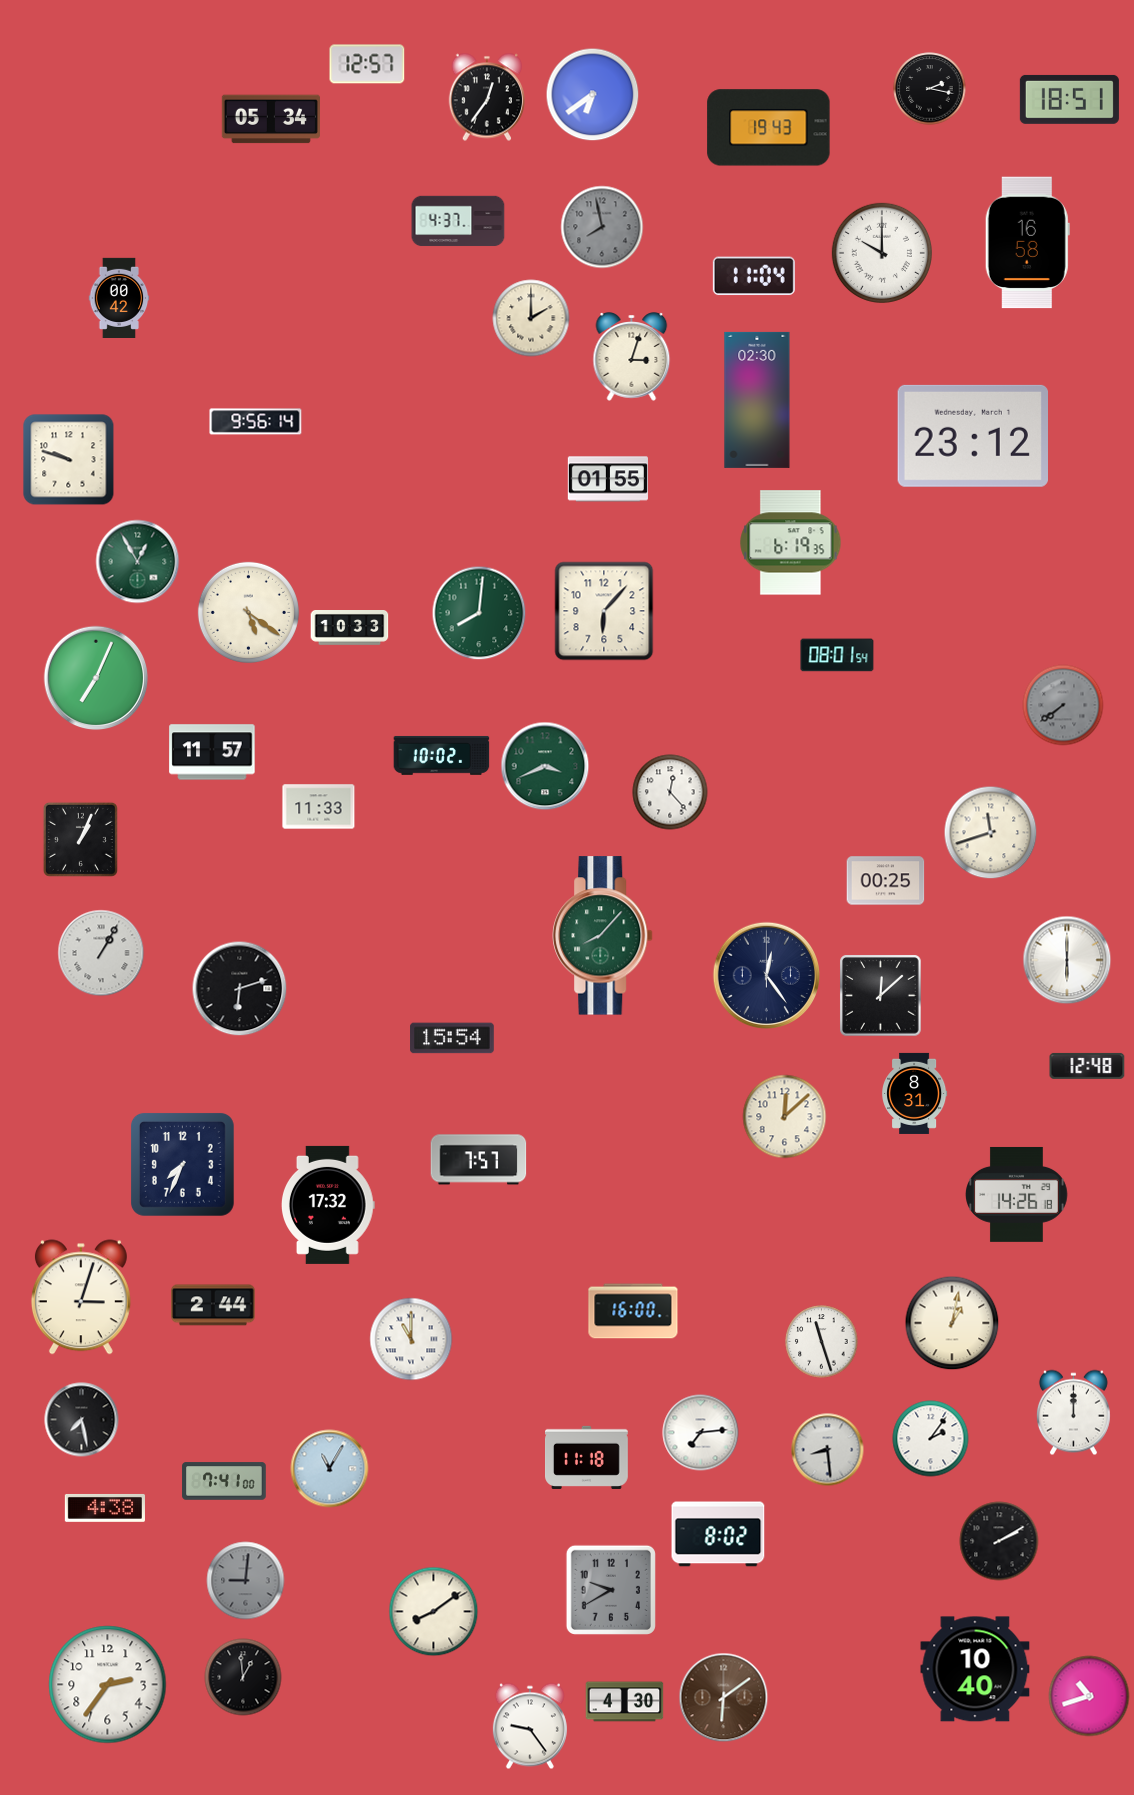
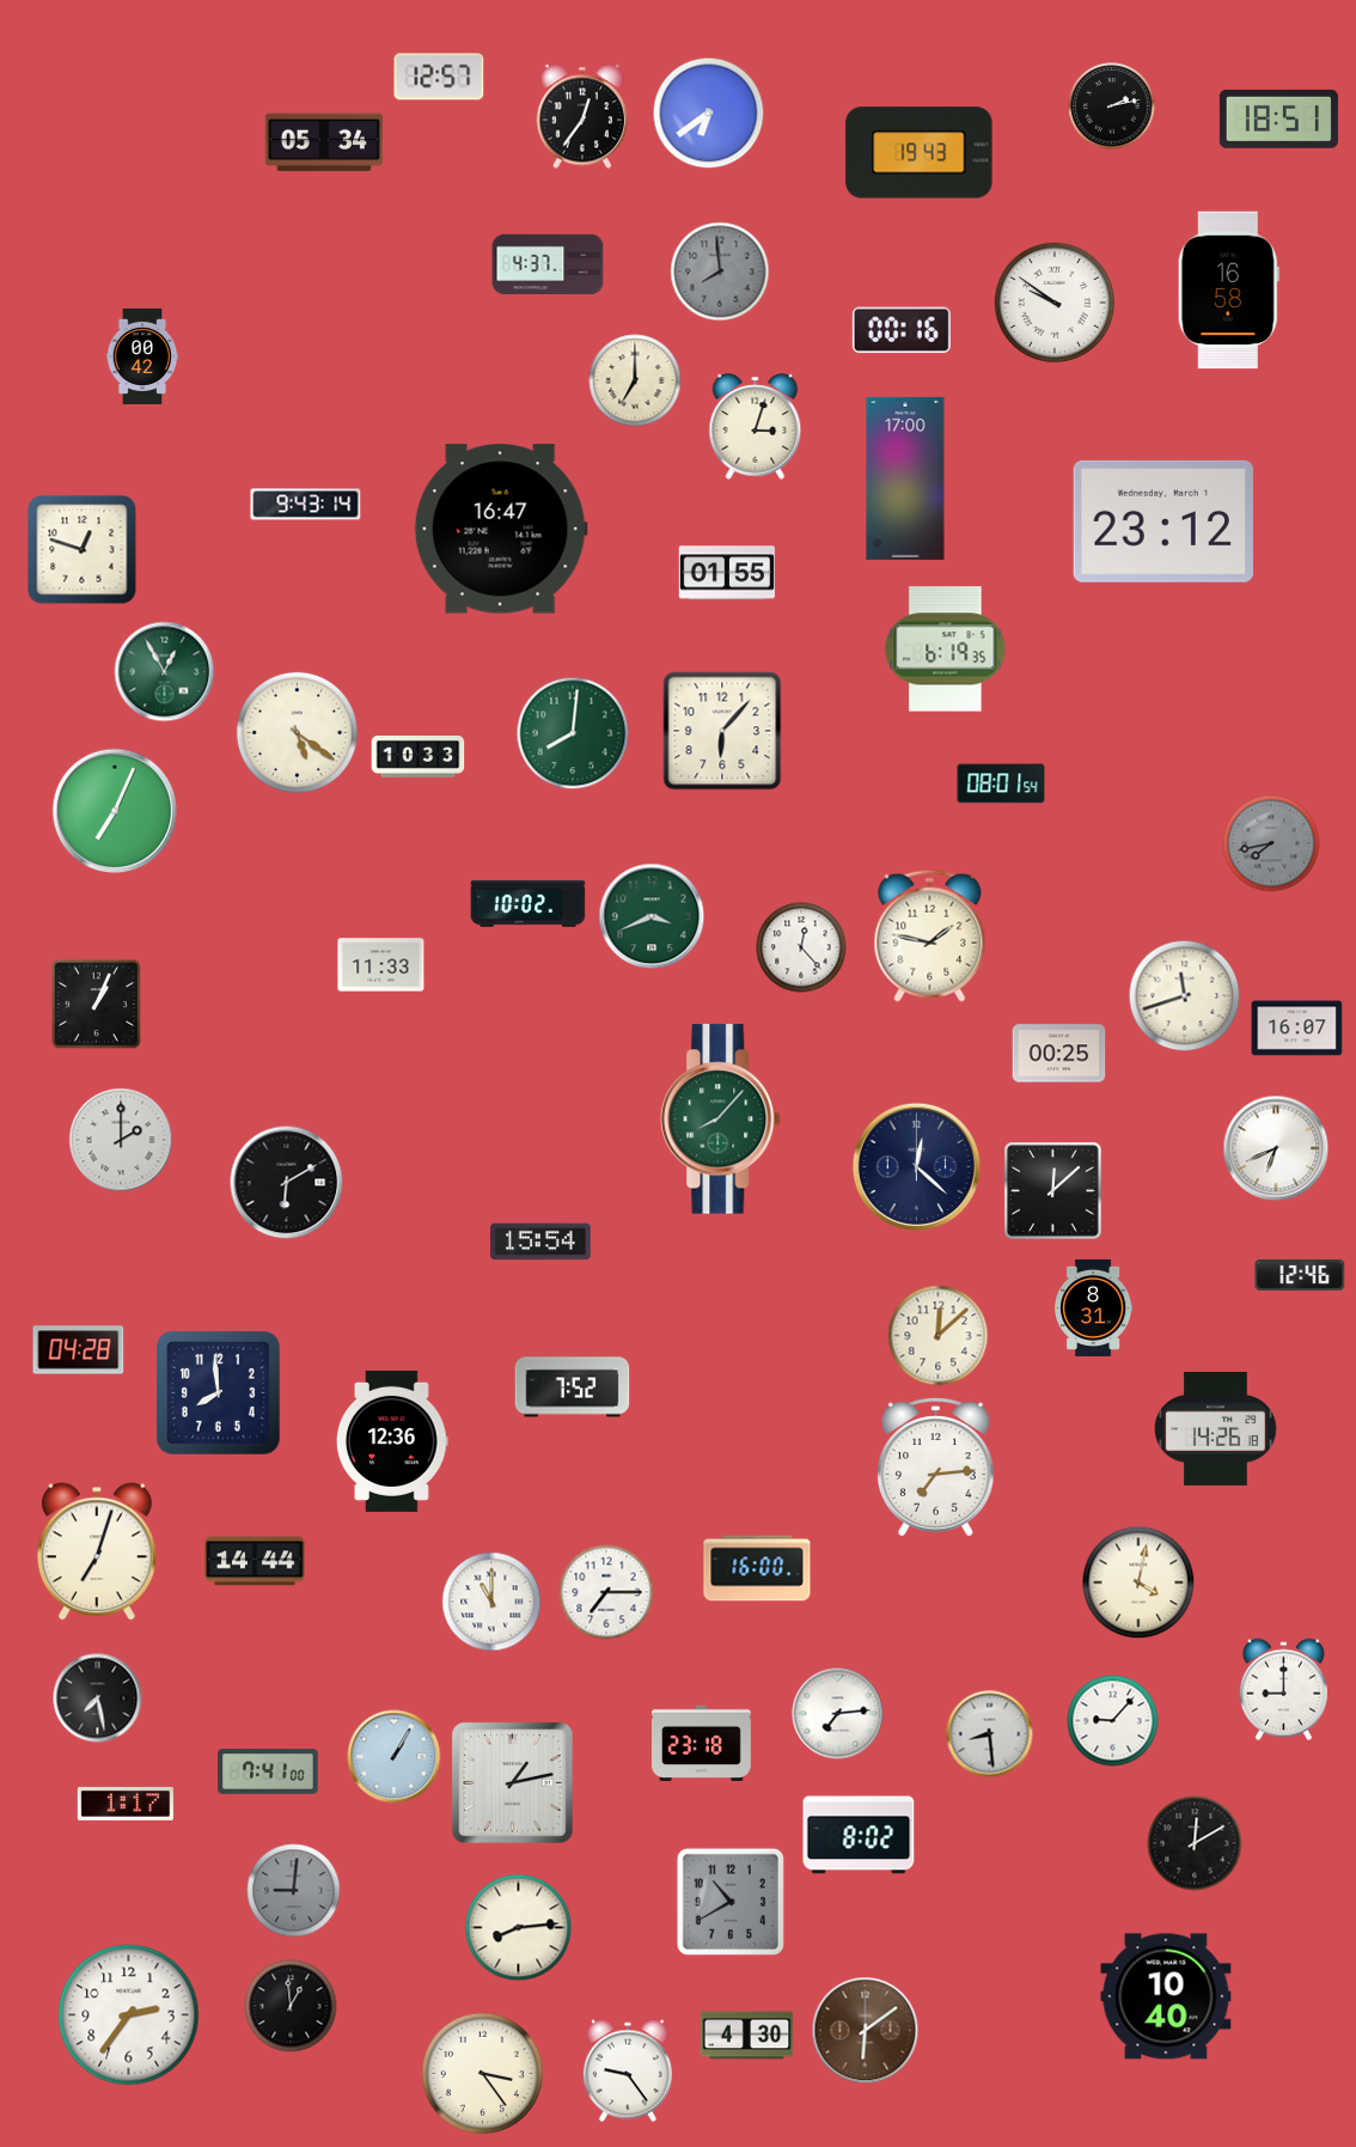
clock at (930, 89): 2:17 -> 2:13
clock at (602, 227): 7:58 -> 7:59
clock at (882, 253): 10:00 -> 9:51
clock at (754, 276): 11:04 -> 00:16
clock at (531, 318): 2:00 -> 7:00
clock at (757, 400): 02:30 -> 17:00
clock at (256, 422): 9:56 -> 9:43
clock at (501, 529): none -> 16:47
clock at (69, 460): 9:48 -> 12:48
clock at (350, 628) position: (350, 628) -> (419, 757)
clock at (1063, 705): 7:39 -> 7:43
clock at (212, 752): 11:57 -> none
clock at (930, 935): none -> 1:47
clock at (1297, 1029): none -> 16:07
clock at (101, 953): 1:05 -> 2:00
clock at (1067, 960): 6:00 -> 6:41
clock at (766, 975): 12:24 -> 12:22
clock at (240, 989): 6:12 -> 6:10
clock at (1087, 1066): 12:48 -> 12:46
clock at (79, 1350): none -> 04:28
clock at (479, 1160): 7:57 -> 7:52
clock at (182, 1164): 7:34 -> 7:59
clock at (328, 1205): 17:32 -> 12:36
clock at (935, 1468): none -> 7:14
clock at (81, 1297): 3:03 -> 7:03
clock at (213, 1305): 2:44 -> 14:44
clock at (952, 1323): 1:02 -> 4:02
clock at (606, 1592): none -> 7:15
clock at (822, 1342): 11:27 -> none
clock at (1073, 1413): 12:00 -> 9:00
clock at (931, 1439): 2:06 -> 9:07
clock at (587, 1457): 11:18 -> 23:18
clock at (330, 1469): 11:05 -> 1:05
clock at (513, 1783): none -> 1:13
clock at (105, 1508): 4:38 -> 1:17
clock at (999, 1541): 2:10 -> 12:10
clock at (611, 1590): 9:40 -> 10:40
clock at (434, 1612): 8:09 -> 8:14
clock at (1089, 1696): 10:42 -> none
clock at (530, 1726) position: (530, 1726) -> (628, 2070)
clock at (482, 2073): none -> 3:24
